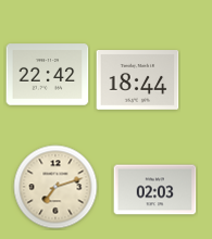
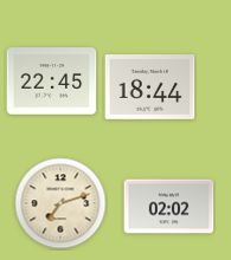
clock at (48, 75): 22:42 -> 22:45
clock at (155, 190): 02:03 -> 02:02
